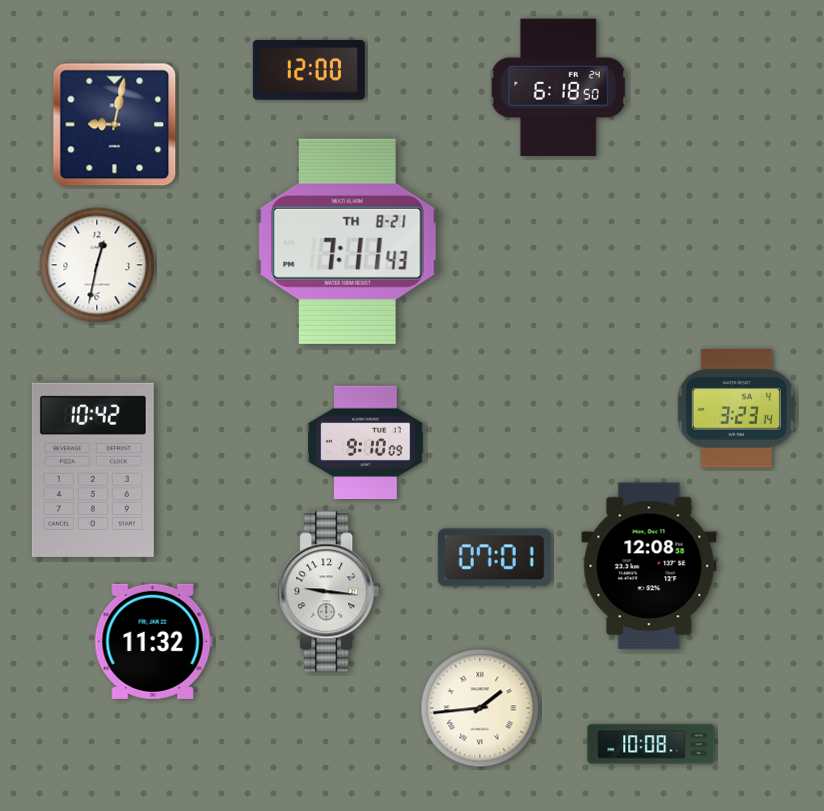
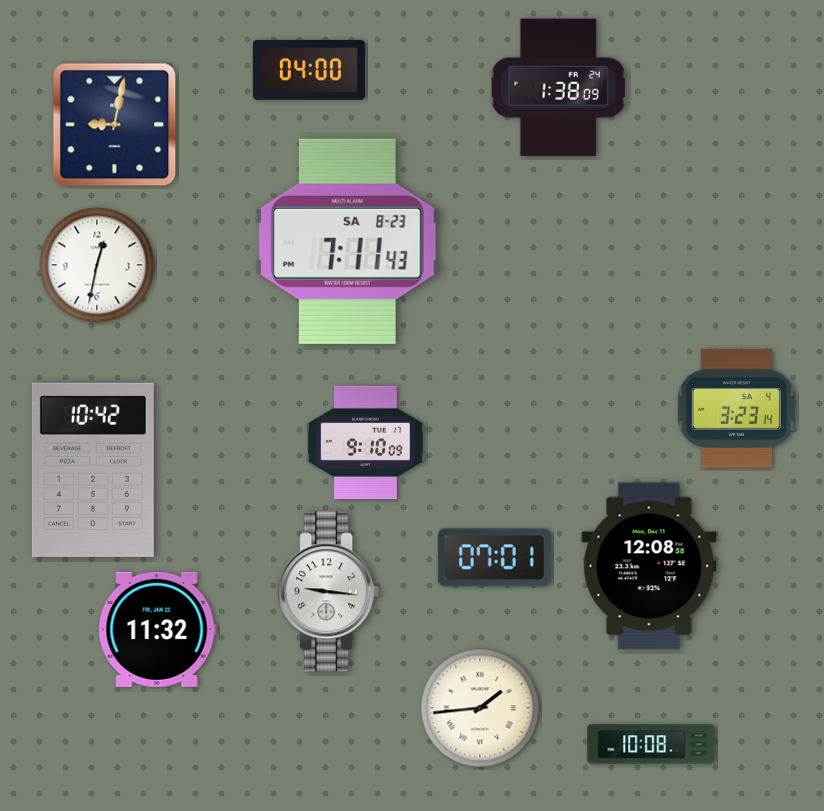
clock at (309, 70): 12:00 -> 04:00
clock at (558, 88): 6:18 -> 1:38
clock at (347, 241) date: TH 8-21 -> SA 8-23
clock at (153, 641) position: (153, 641) -> (157, 629)
